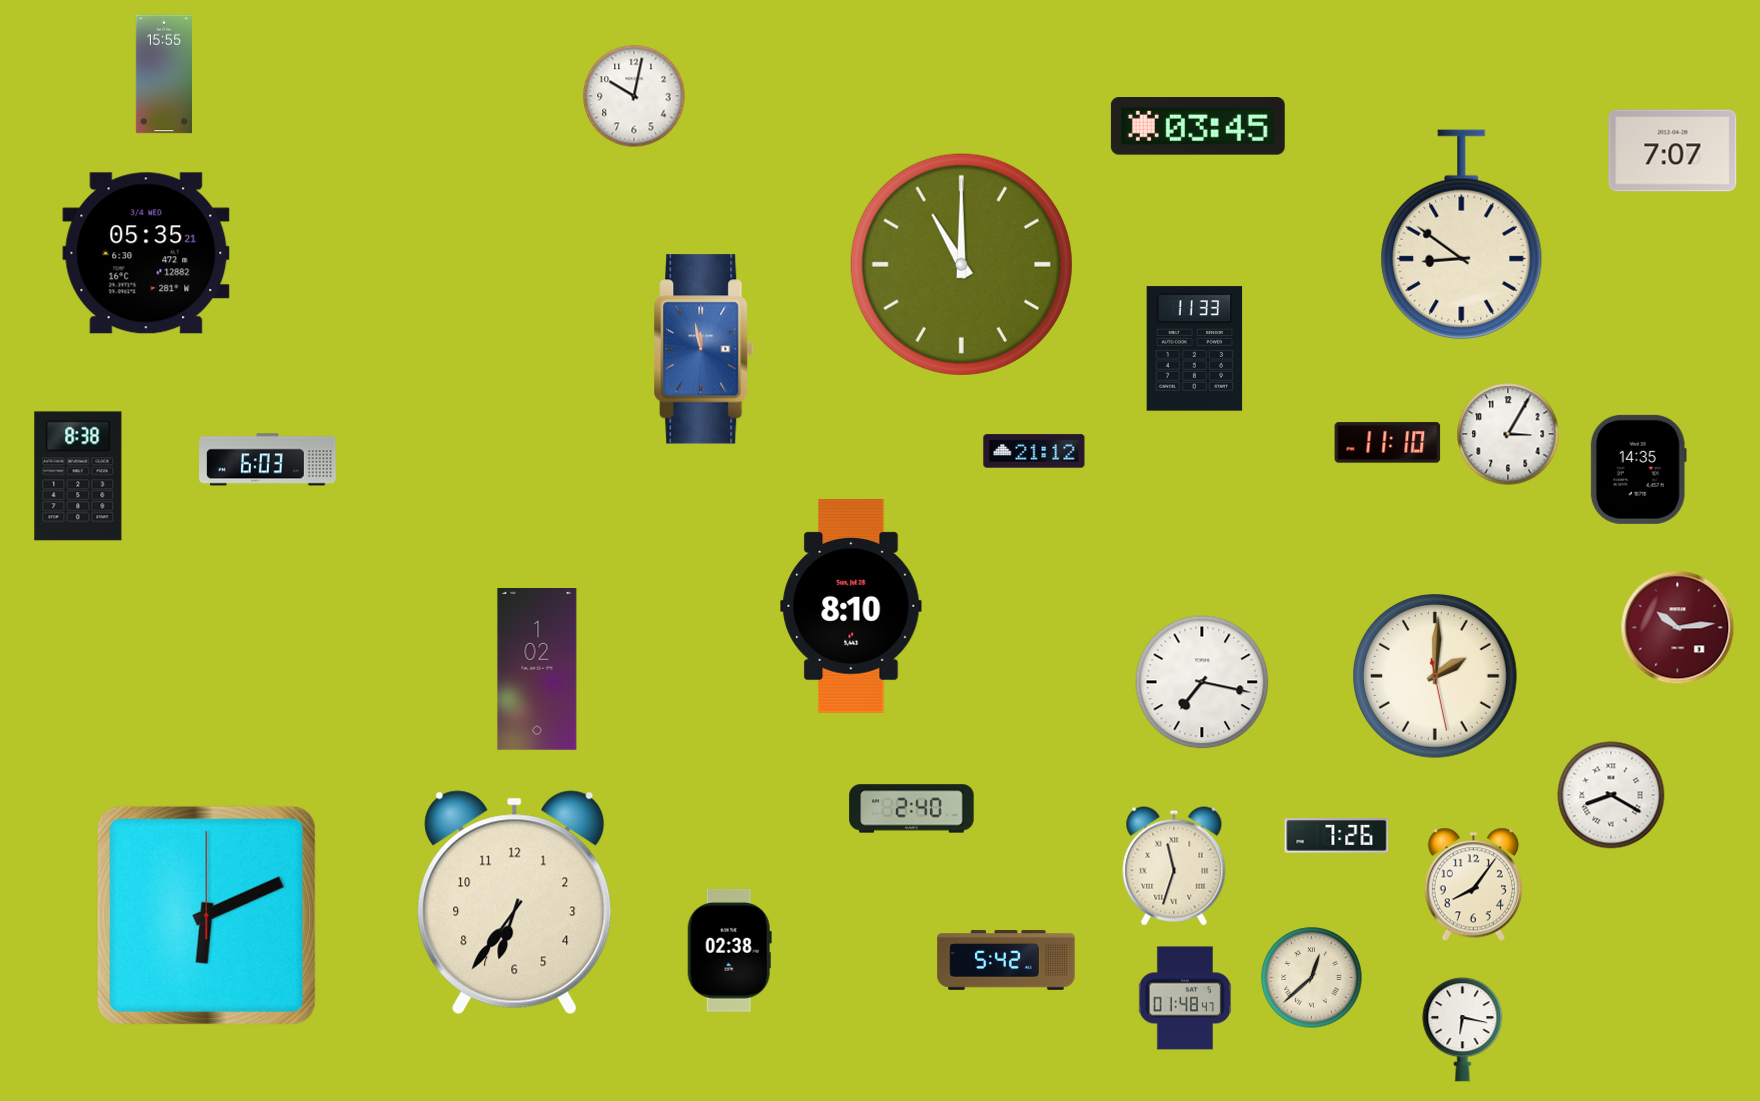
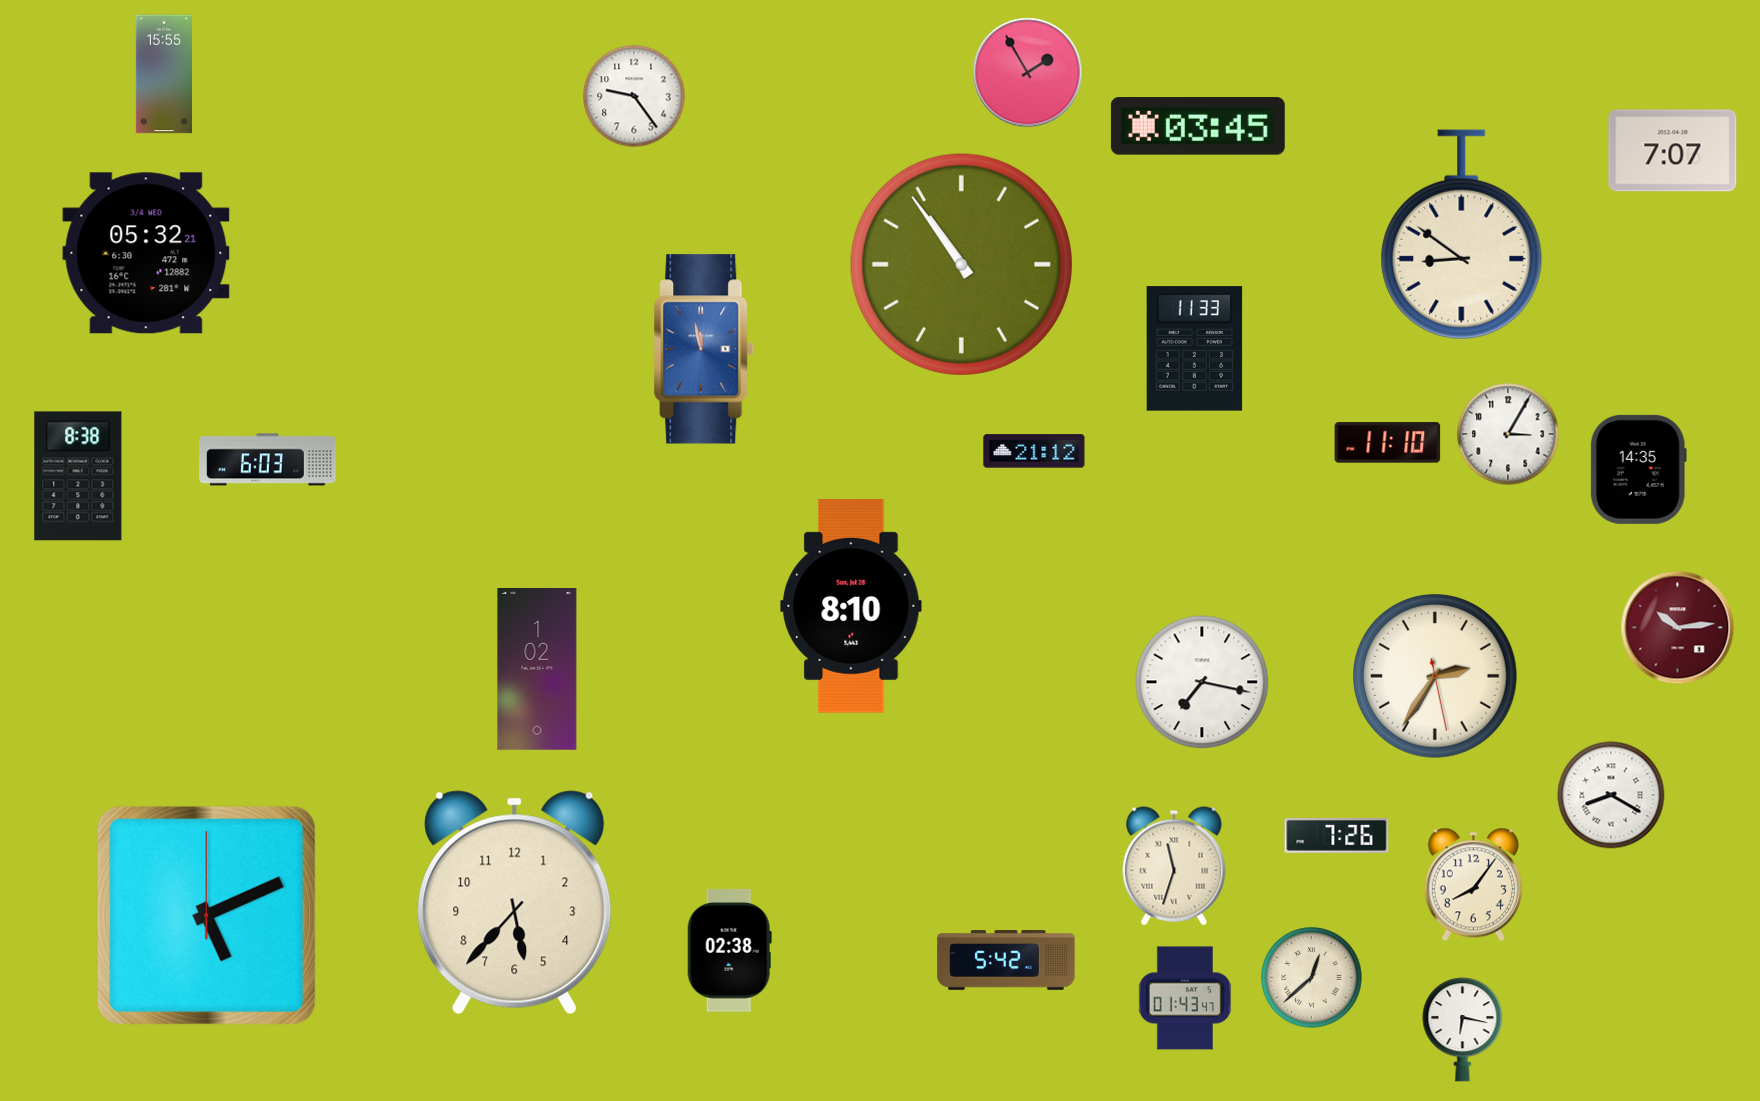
clock at (1028, 73): none -> 1:55
clock at (634, 96): 10:02 -> 9:24
clock at (146, 253): 05:35 -> 05:32
clock at (961, 264): 11:00 -> 10:54
clock at (1436, 677): 2:00 -> 2:35
clock at (912, 809): 2:40 -> none
clock at (515, 903): 6:36 -> 5:37
clock at (206, 915): 6:11 -> 5:11
clock at (1184, 998): 01:48 -> 01:43
